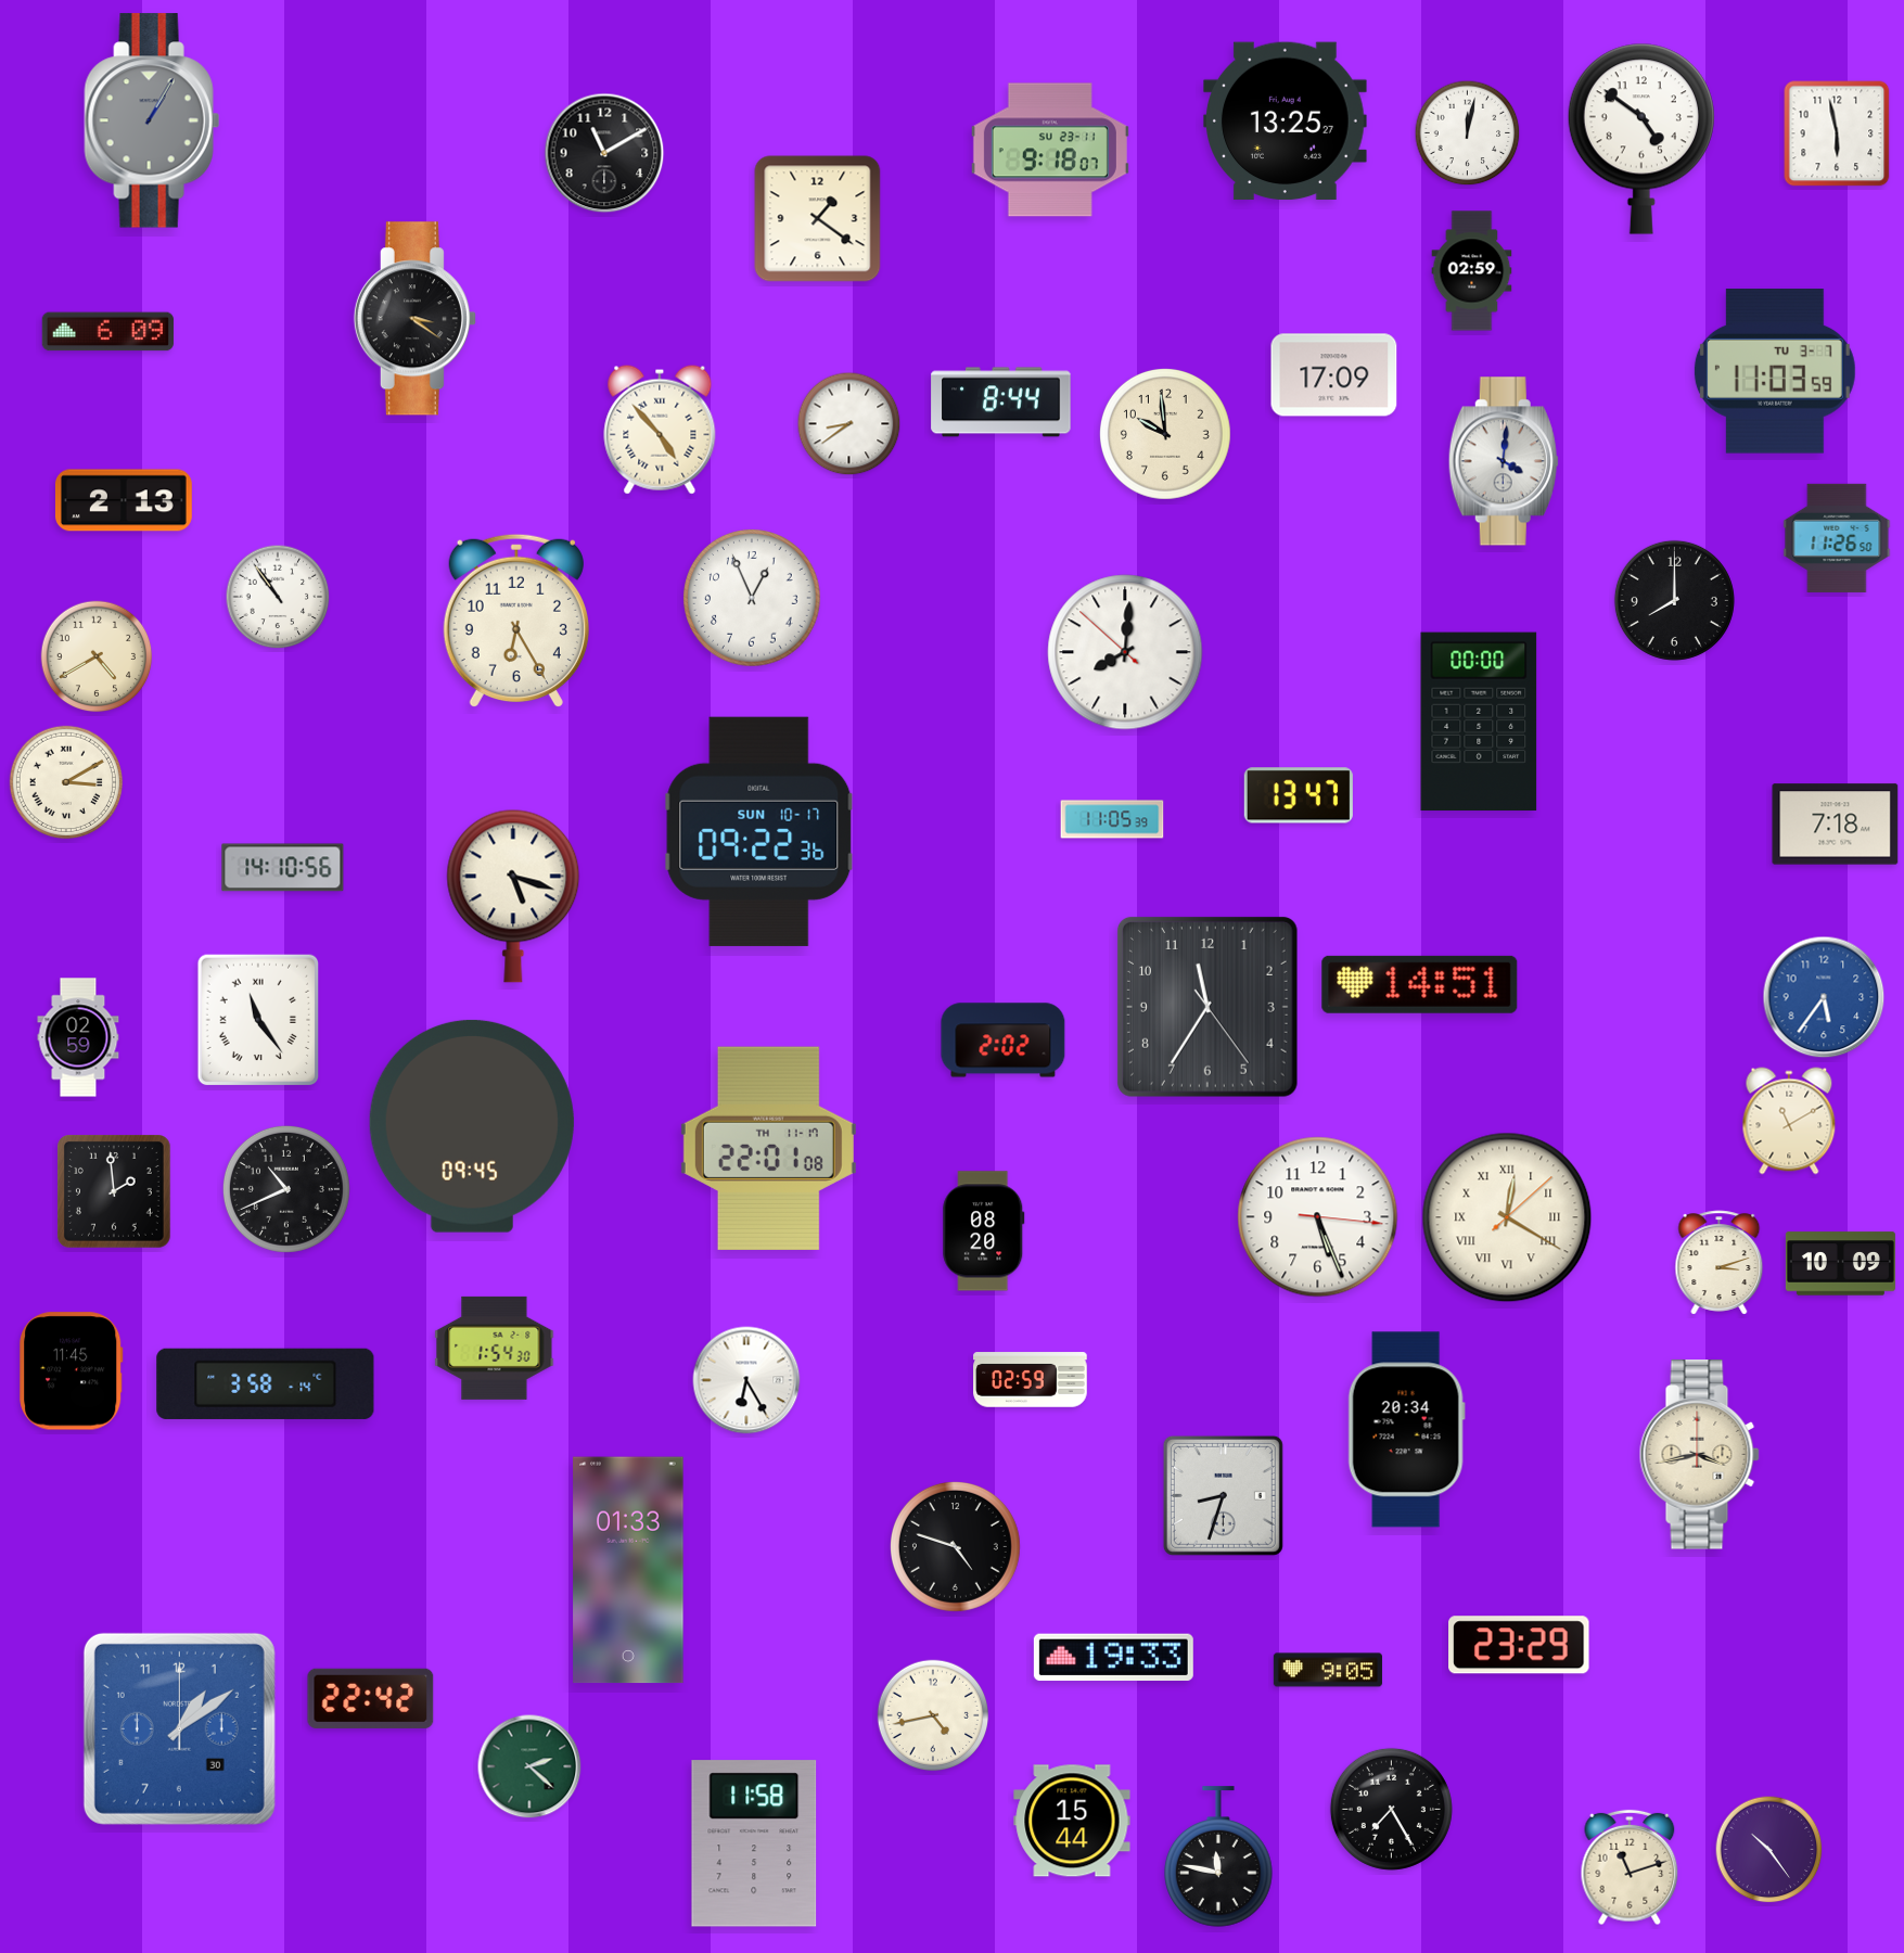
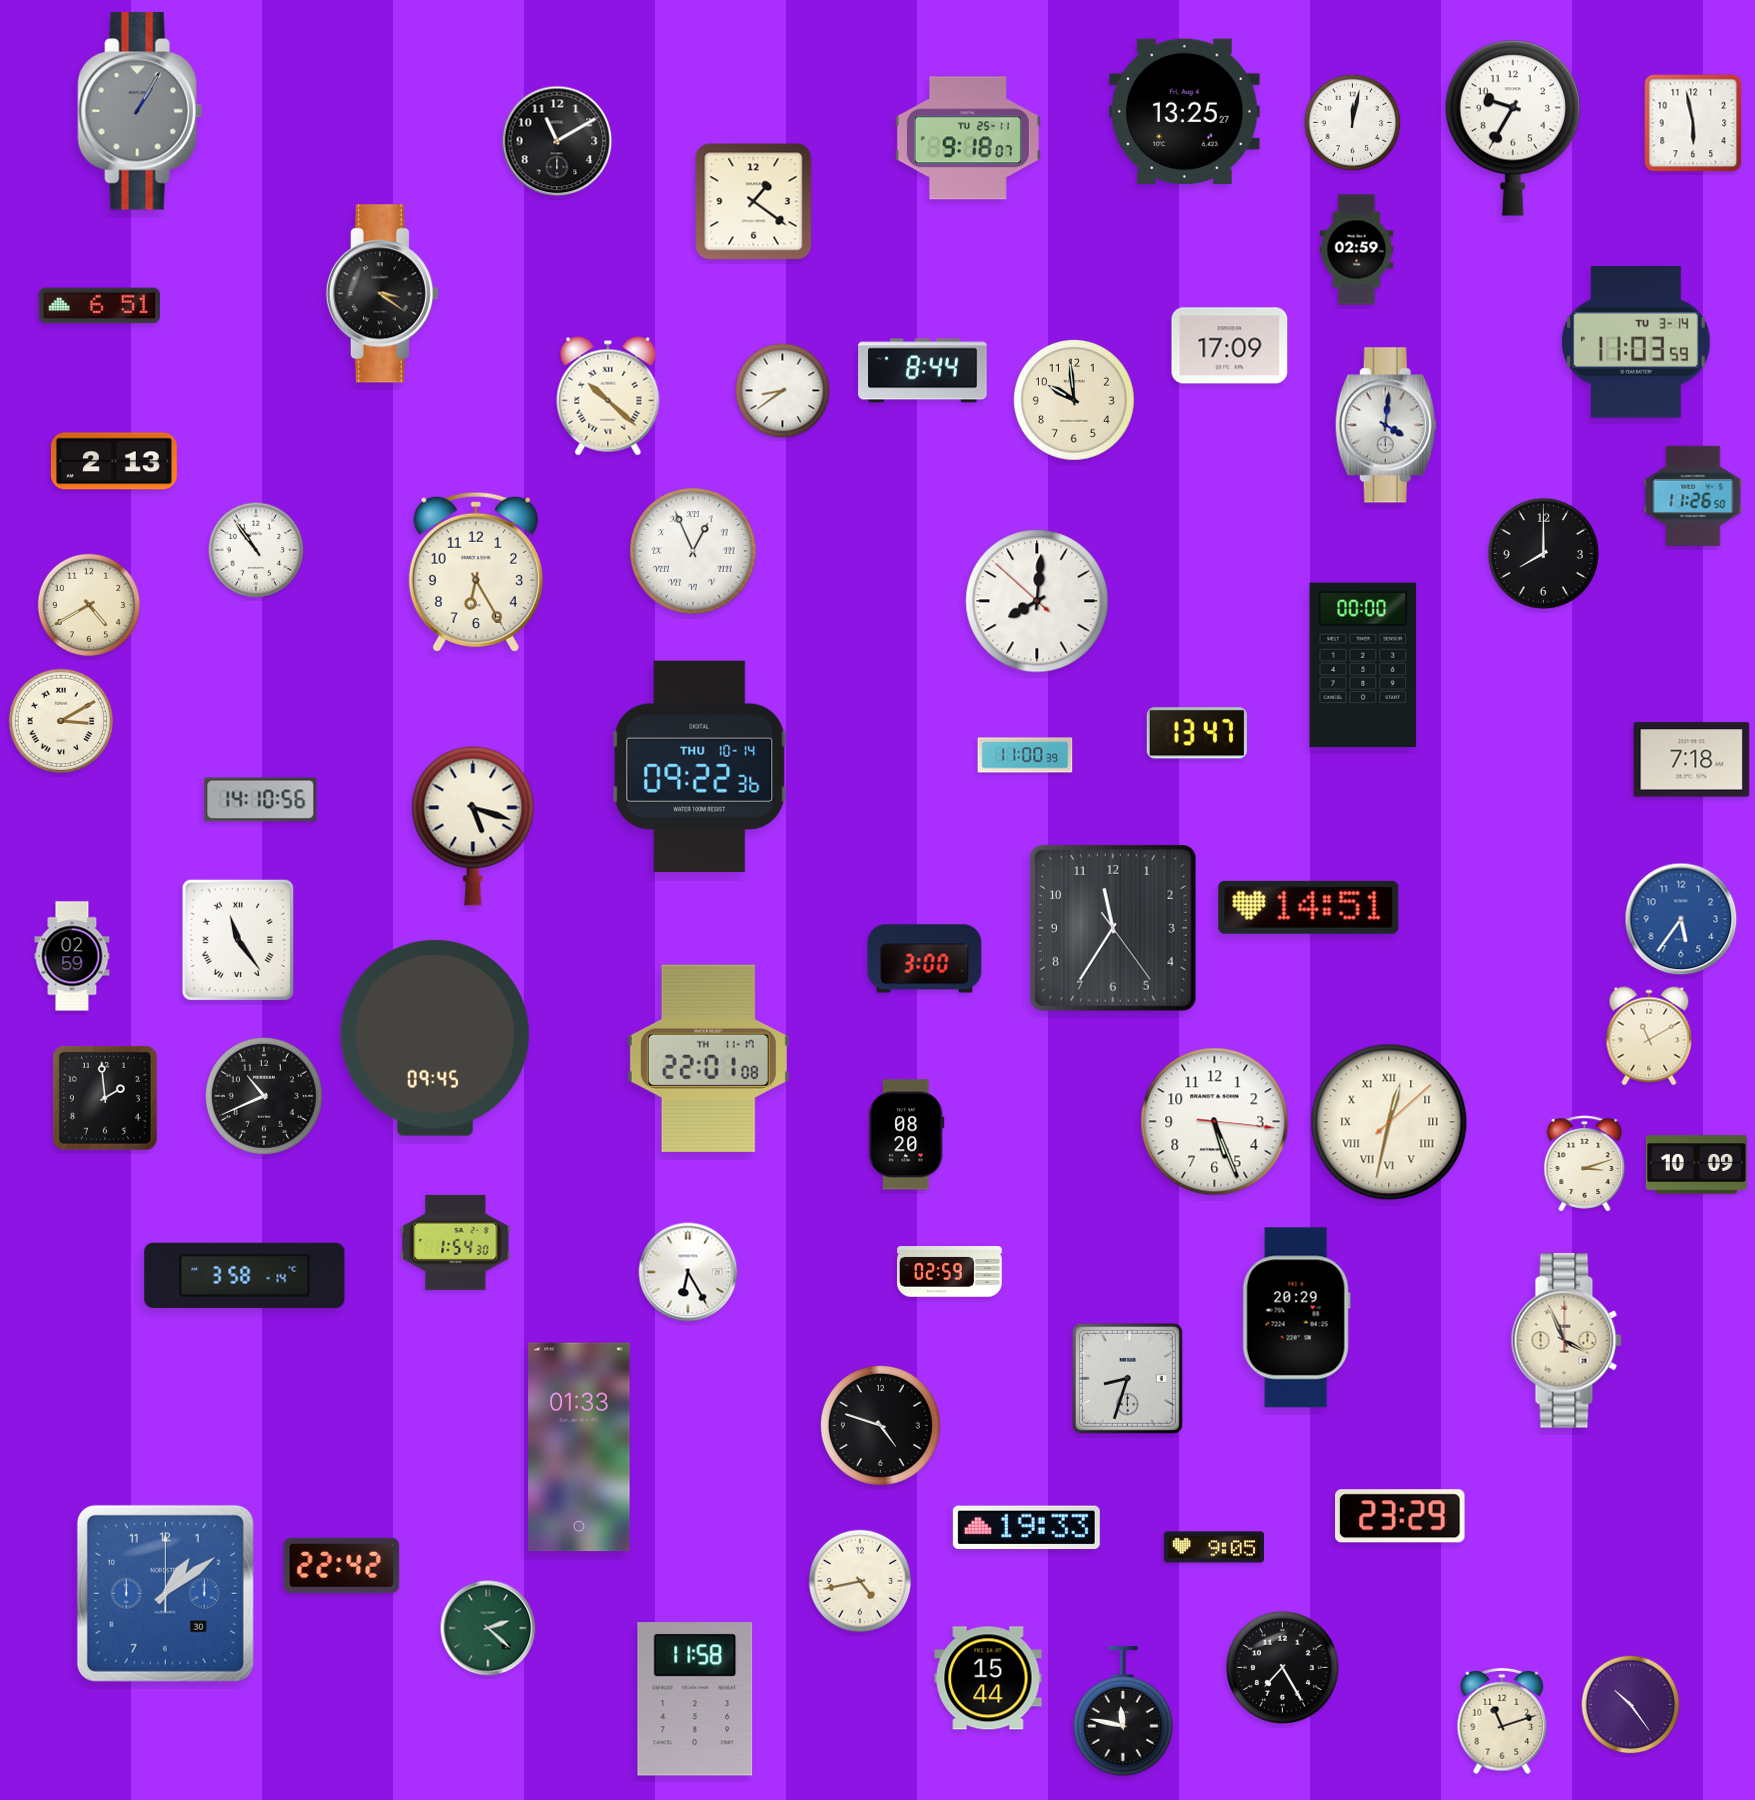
clock at (1641, 139): 4:51 -> 9:35
clock at (1050, 150) date: SU 23-11 -> TU 25-11
clock at (107, 332): 6:09 -> 6:51
clock at (1775, 371) date: TU 3-7 -> TU 3-14
clock at (660, 430): 4:53 -> 10:22
clock at (752, 598) numerals: Arabic -> Roman
clock at (1112, 819): 11:05 -> 11:00
clock at (759, 831) date: SUN 10-17 -> THU 10-14
clock at (1004, 1041): 2:02 -> 3:00
clock at (1789, 1121) position: (1789, 1121) -> (1649, 1036)
clock at (1507, 1217): 12:20 -> 12:32
clock at (72, 1371): 11:45 -> none
clock at (1406, 1430): 20:34 -> 20:29
clock at (1699, 1455): 3:43 -> 3:56
clock at (1328, 1670) position: (1328, 1670) -> (1214, 1547)
